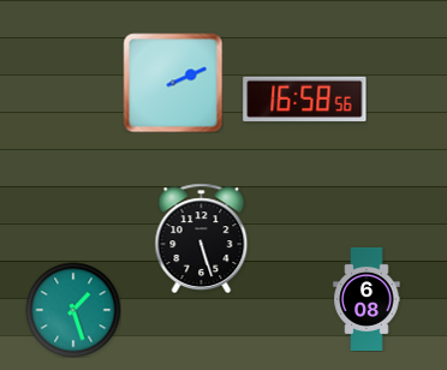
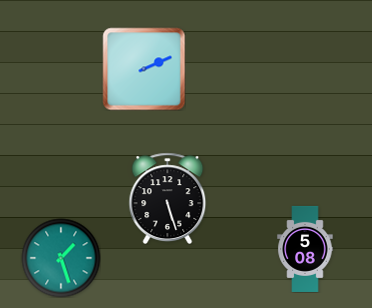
clock at (305, 99): 16:58 -> none
clock at (366, 299): 6:08 -> 5:08
